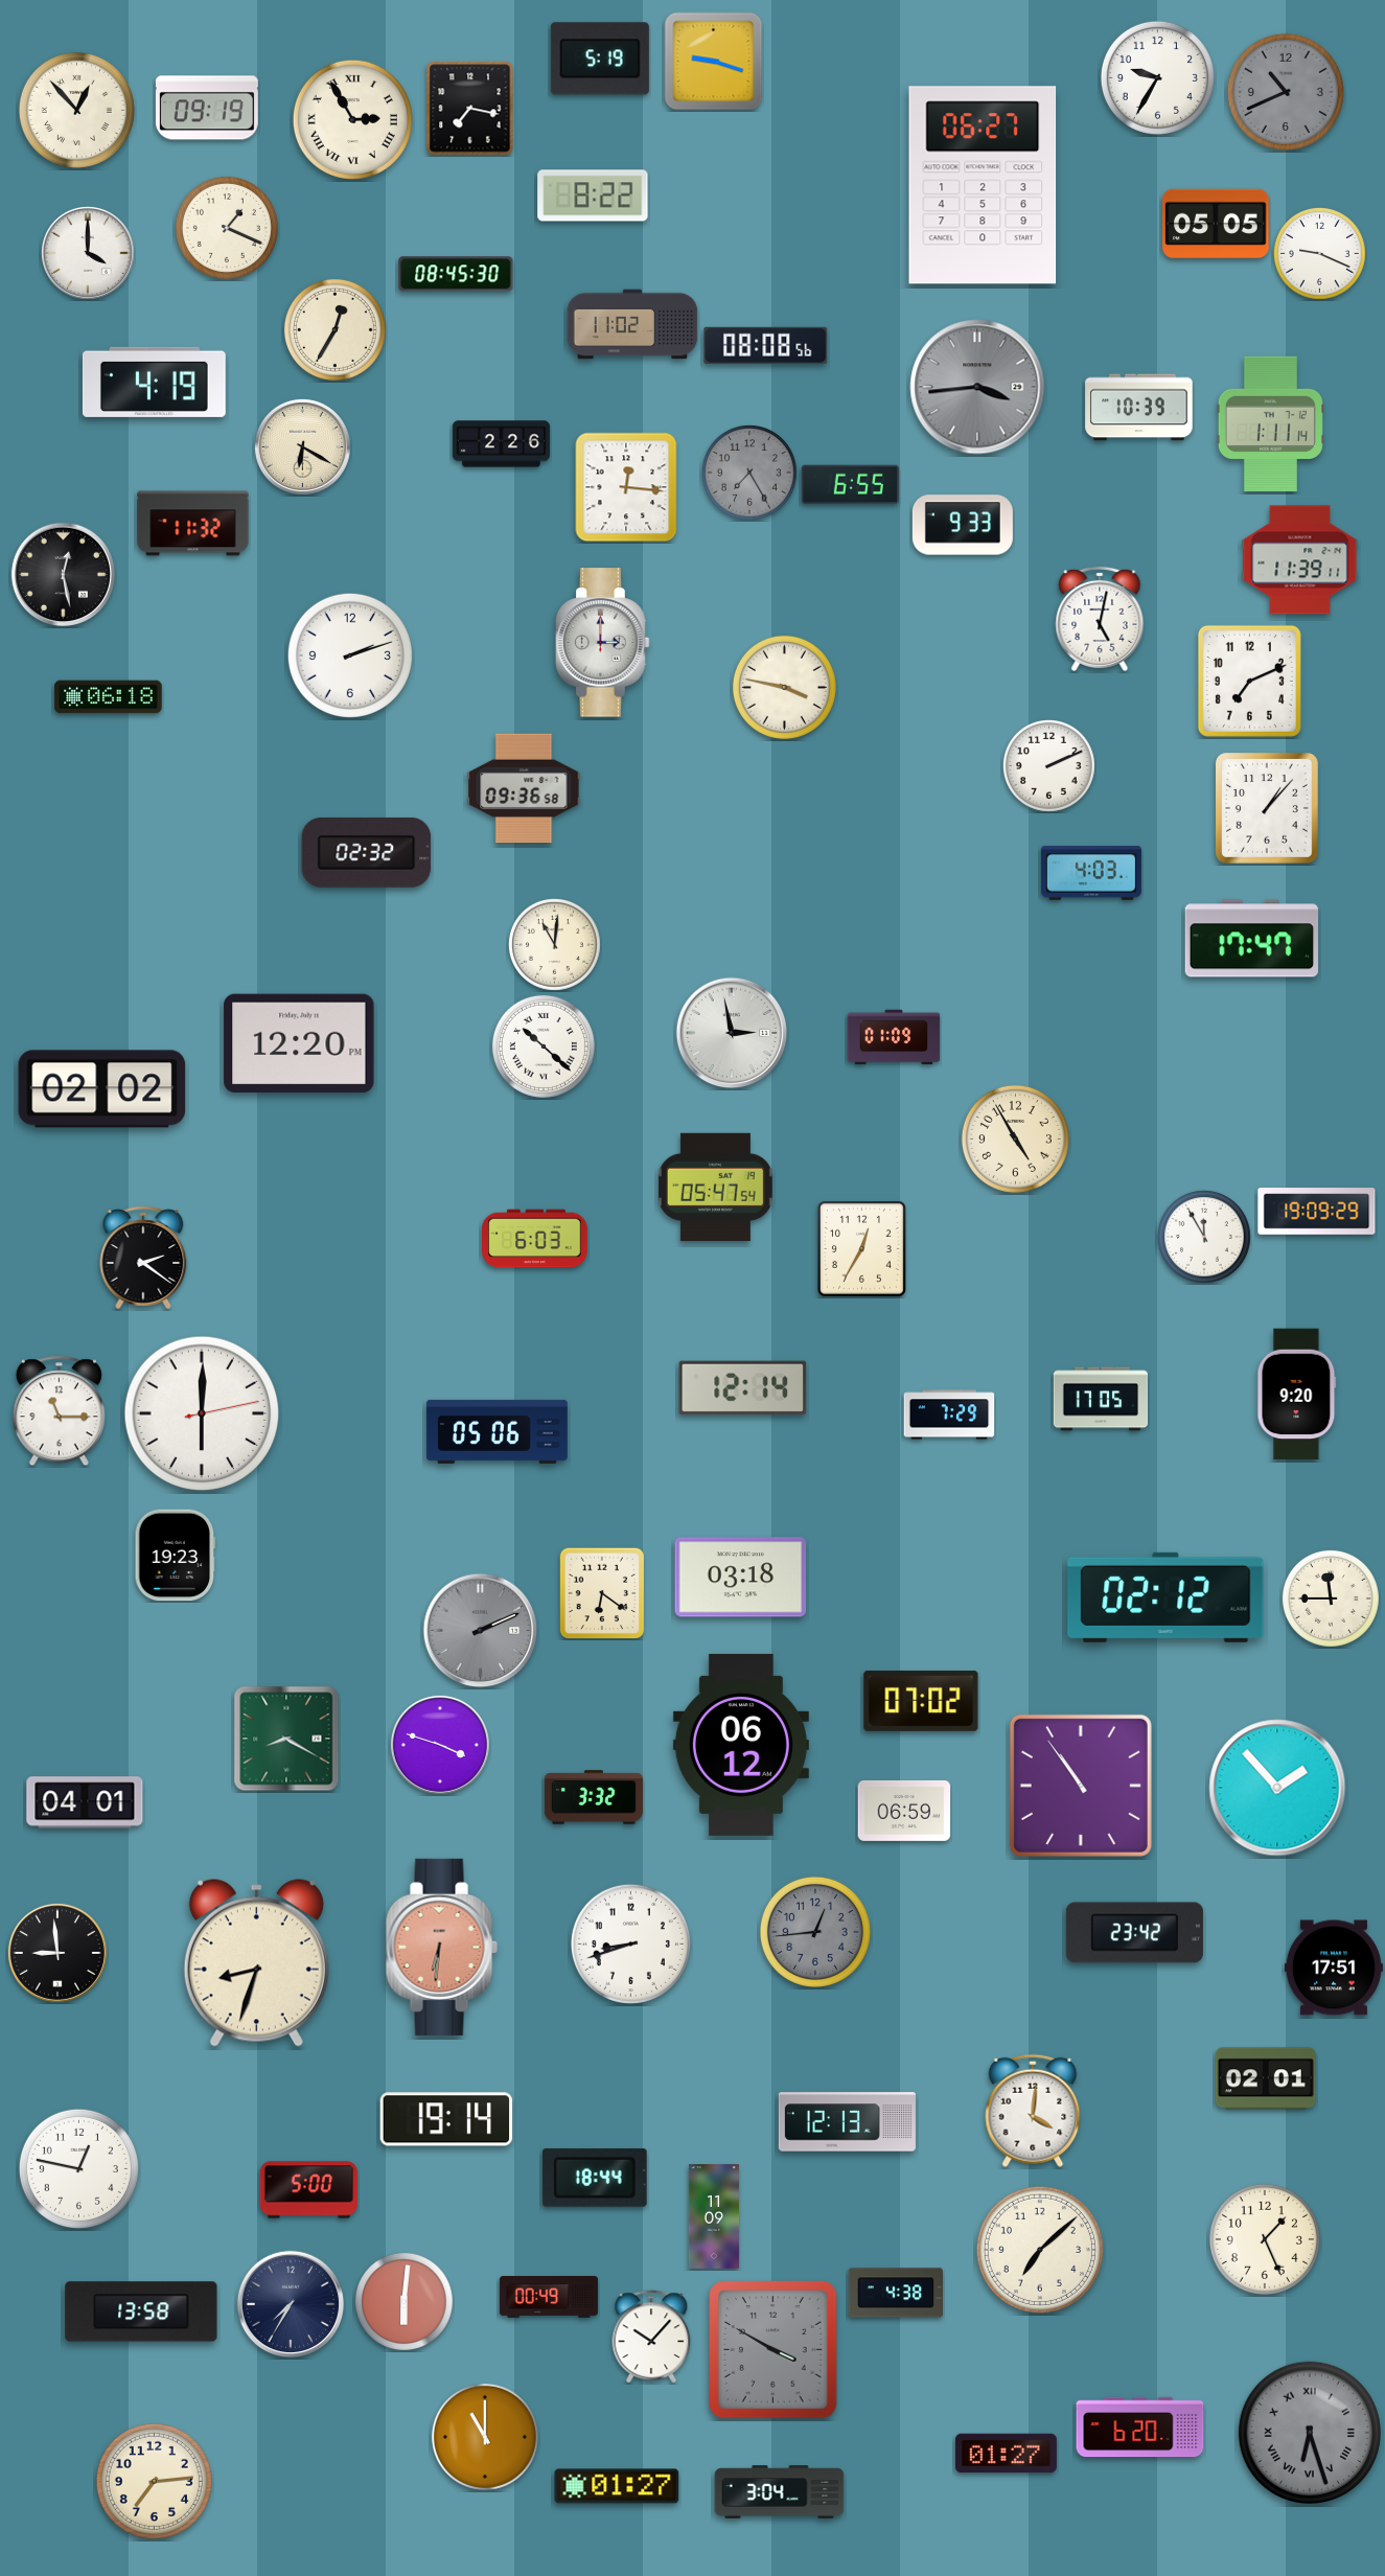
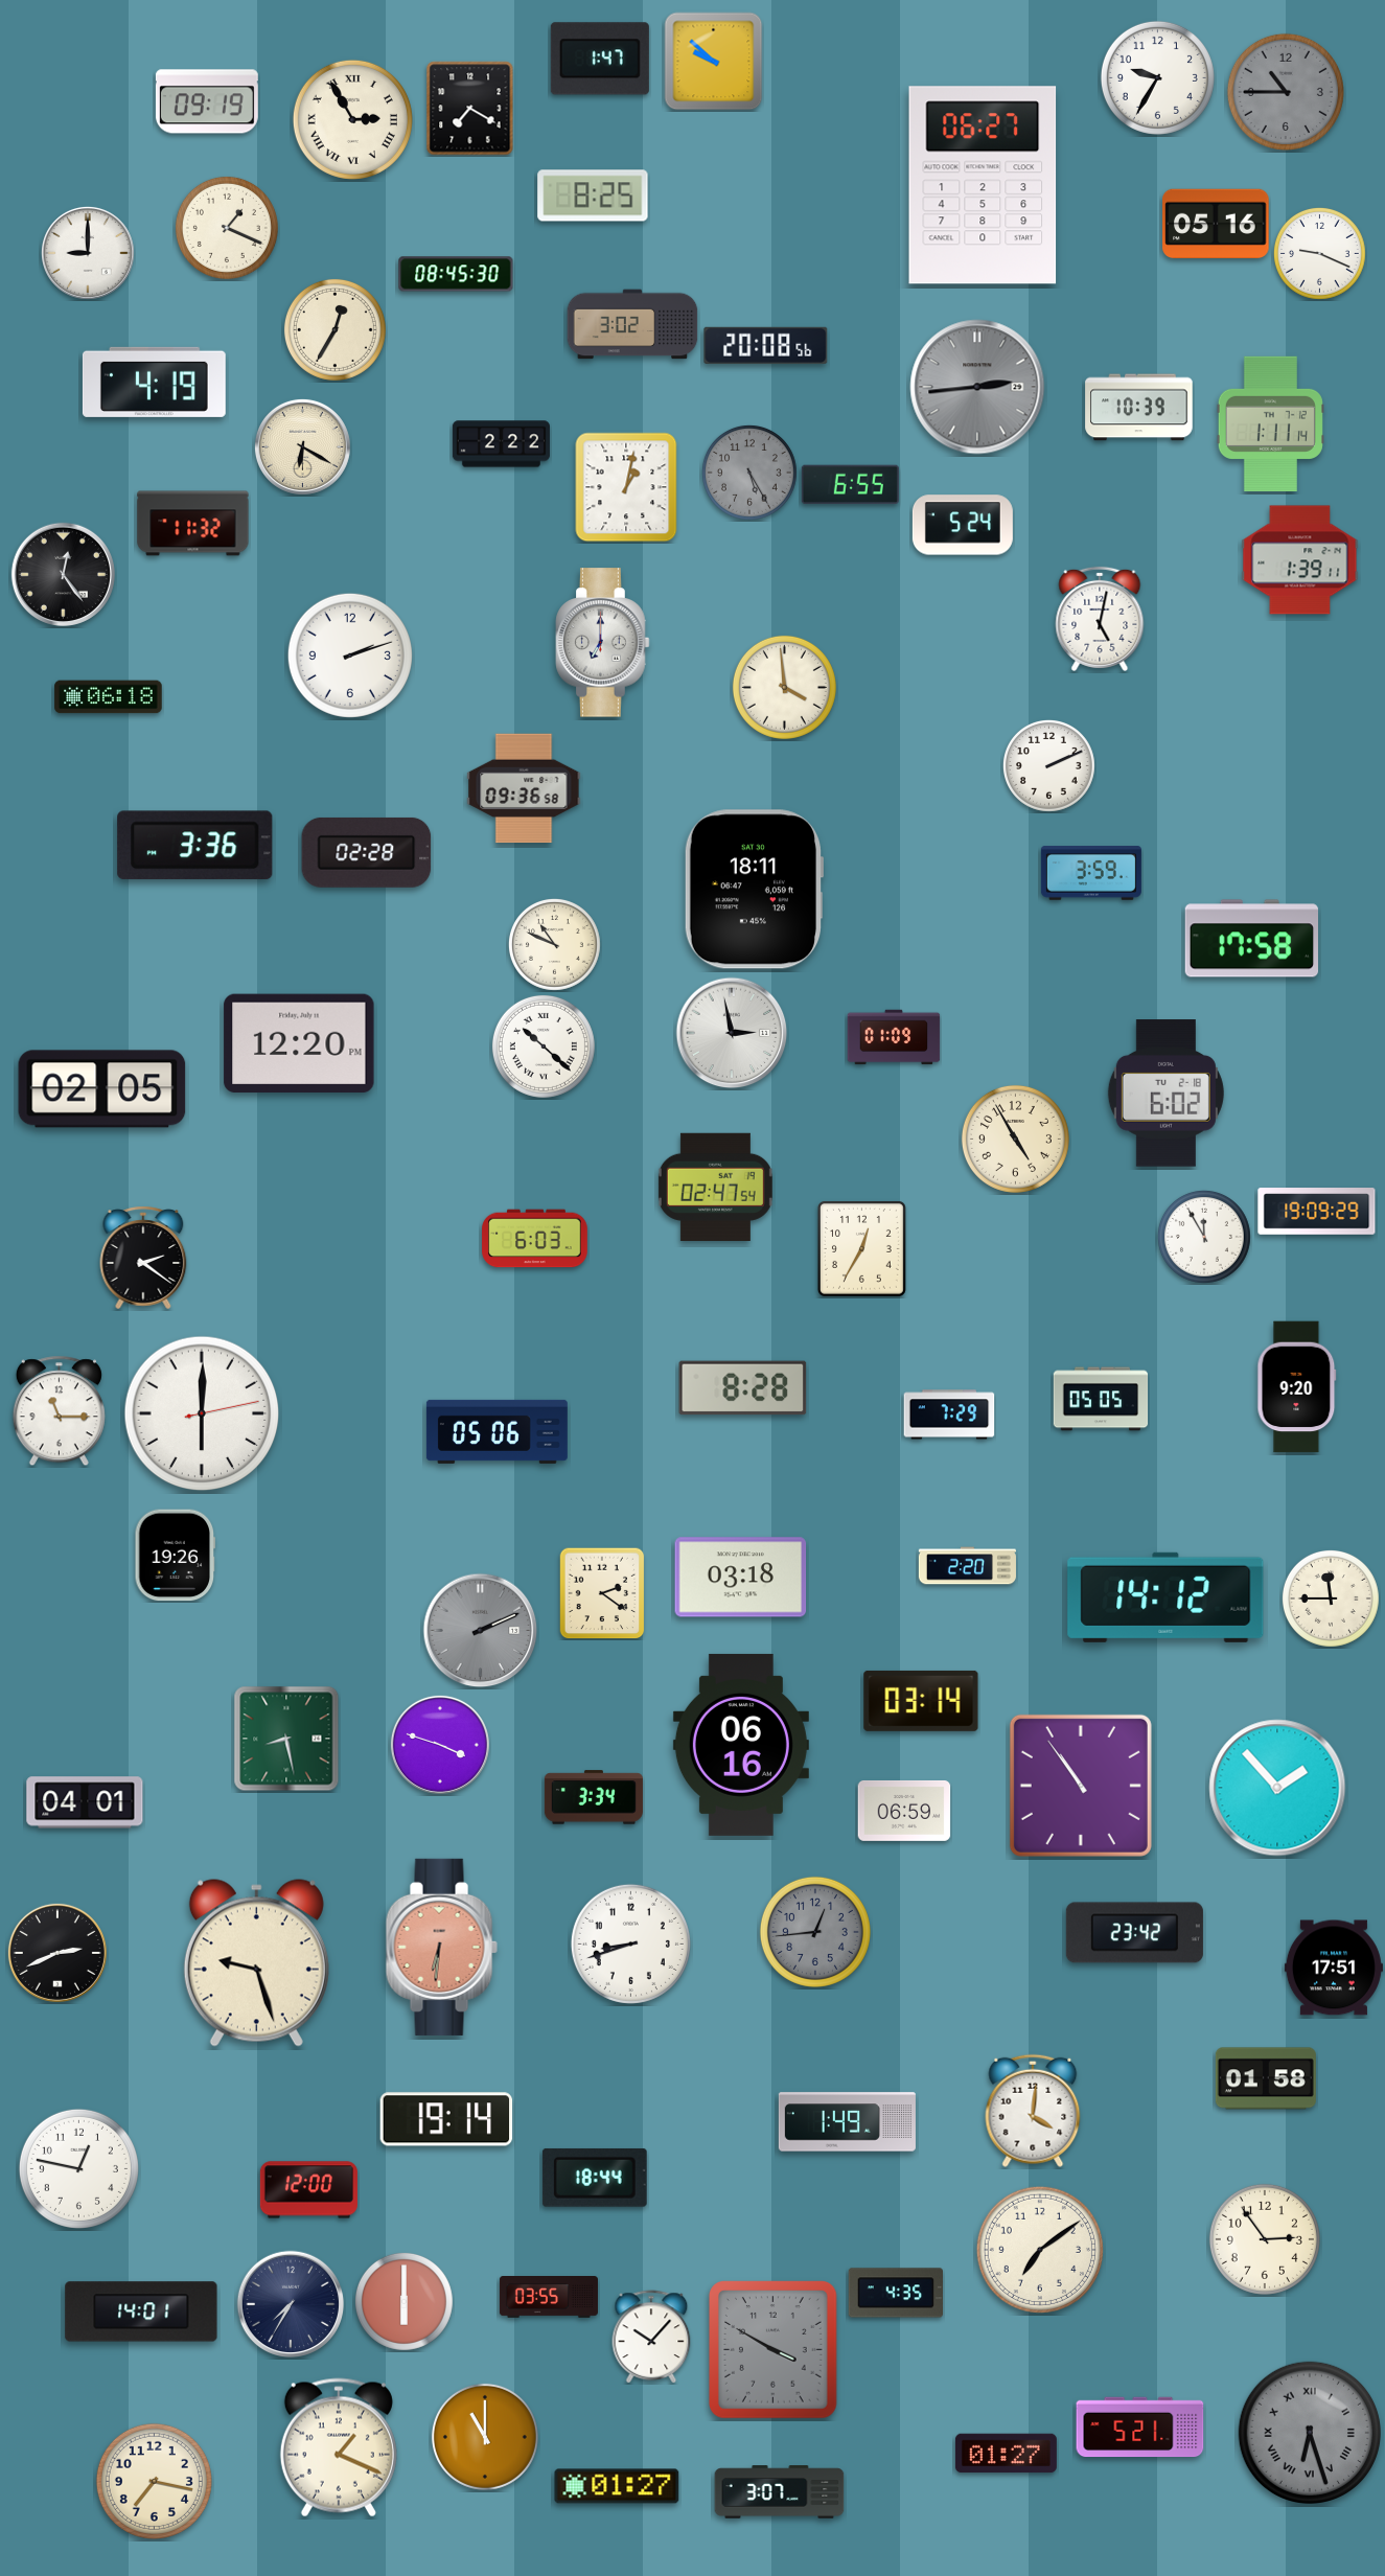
clock at (600, 59): 5:19 -> 1:47
clock at (714, 62): 9:18 -> 9:52
clock at (1286, 92): 10:41 -> 10:45
clock at (207, 108) position: (207, 108) -> (207, 101)
clock at (470, 109): 7:17 -> 7:20
clock at (76, 110): 12:53 -> none
clock at (593, 195): 8:22 -> 8:25
clock at (1216, 223): 05:05 -> 05:16
clock at (88, 253): 4:00 -> 9:00
clock at (632, 324): 11:02 -> 3:02
clock at (766, 345): 08:08 -> 20:08
clock at (977, 387): 3:44 -> 2:44
clock at (501, 444): 2:26 -> 2:22
clock at (749, 473): 7:25 -> 5:25
clock at (626, 487): 12:16 -> 1:02
clock at (963, 525): 9:33 -> 5:24
clock at (1300, 560): 11:39 -> 1:39
clock at (63, 574): 12:28 -> 12:24
clock at (603, 643): 3:00 -> 7:00
clock at (1249, 681): 7:11 -> none
clock at (784, 687): 3:47 -> 3:59
clock at (1267, 808): 1:07 -> none
clock at (195, 846): none -> 3:36
clock at (367, 852): 02:32 -> 02:28
clock at (1091, 873): 4:03 -> 3:59
clock at (753, 890): none -> 18:11
clock at (1252, 939): 17:47 -> 17:58
clock at (554, 944): 11:01 -> 10:49
clock at (102, 1089): 02:02 -> 02:05
clock at (1165, 1094): none -> 6:02
clock at (715, 1187): 05:47 -> 02:47
clock at (743, 1388): 12:14 -> 8:28
clock at (1297, 1395) position: (1297, 1395) -> (1297, 1387)
clock at (1101, 1399): 17:05 -> 05:05
clock at (176, 1556): 19:23 -> 19:26
clock at (967, 1566): none -> 2:20
clock at (602, 1593): 6:21 -> 2:21
clock at (1165, 1597): 02:12 -> 14:12
clock at (921, 1701): 07:02 -> 03:14
clock at (286, 1739): 8:20 -> 8:28
clock at (741, 1745): 06:12 -> 06:16
clock at (594, 1797): 3:32 -> 3:34
clock at (57, 1953): 8:59 -> 2:41
clock at (256, 1963): 8:33 -> 9:27
clock at (1266, 2078): 02:01 -> 01:58
clock at (847, 2122): 12:13 -> 1:49
clock at (308, 2190): 5:00 -> 12:00
clock at (714, 2216): 11:09 -> none
clock at (1265, 2239): 1:26 -> 2:54
clock at (1040, 2250): 7:08 -> 7:09
clock at (895, 2293): 4:38 -> 4:35
clock at (549, 2298): 00:49 -> 03:55
clock at (403, 2301): 6:01 -> 6:00
clock at (141, 2311): 13:58 -> 14:01
clock at (1140, 2428): 6:20 -> 5:21
clock at (339, 2447): none -> 1:19
clock at (154, 2481): 7:14 -> 7:17
clock at (780, 2492): 3:04 -> 3:07
